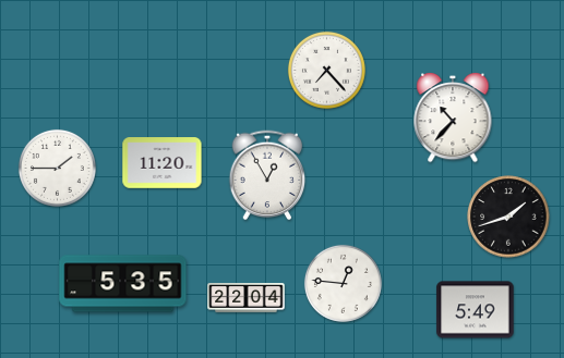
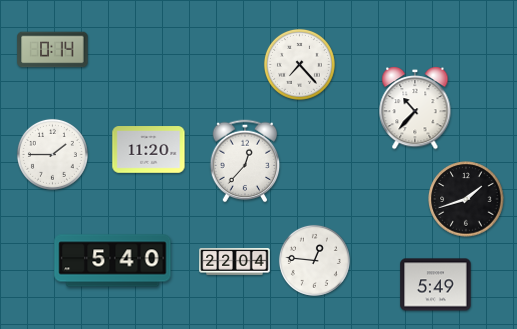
clock at (53, 50): none -> 0:14
clock at (267, 175): 12:55 -> 12:37
clock at (123, 284): 5:35 -> 5:40
clock at (247, 298) position: (247, 298) -> (235, 262)
